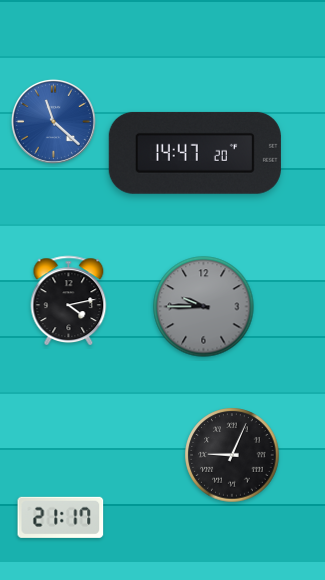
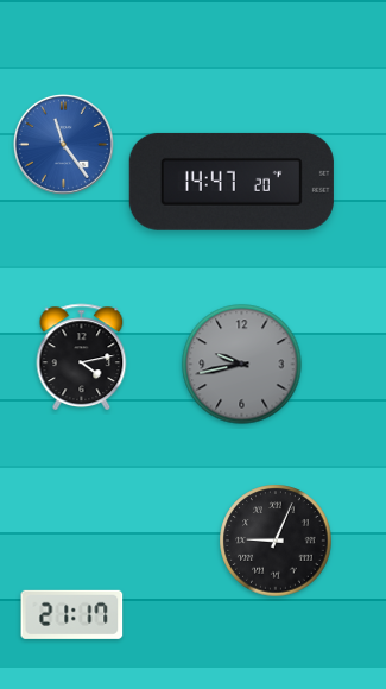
clock at (53, 121): 11:22 -> 11:24
clock at (204, 307): 9:45 -> 9:43
